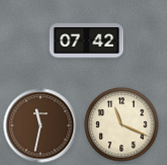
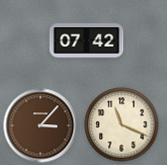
clock at (41, 126): 11:32 -> 3:07
